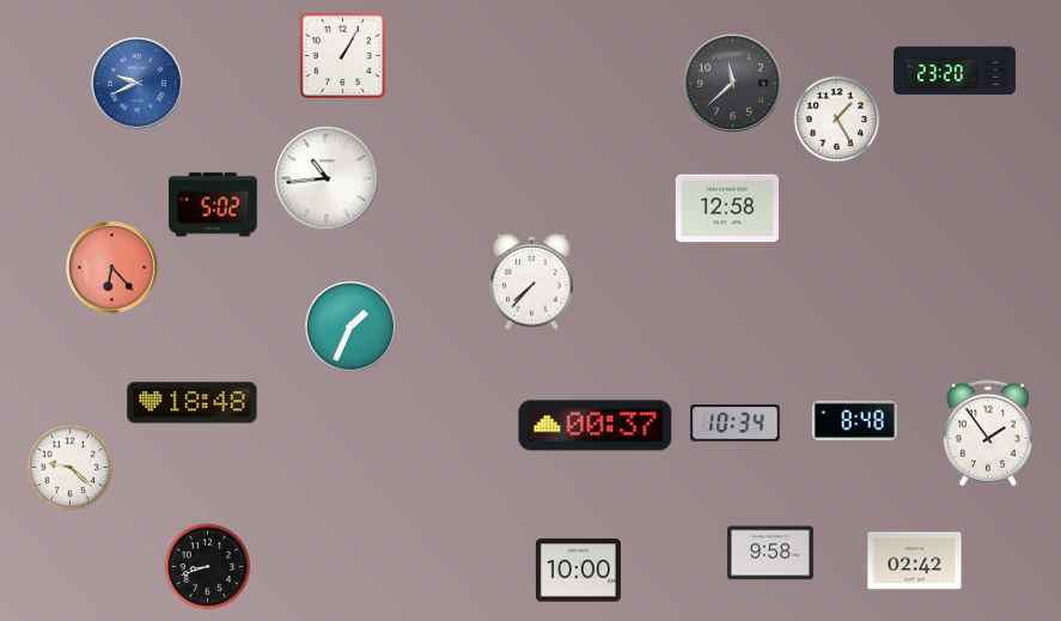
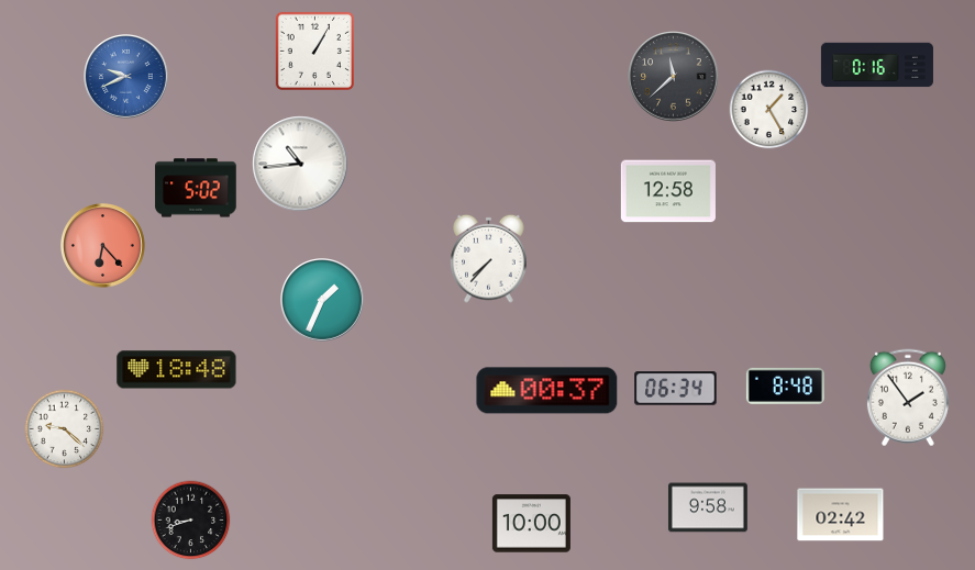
clock at (955, 71): 23:20 -> 0:16
clock at (736, 424): 10:34 -> 06:34
